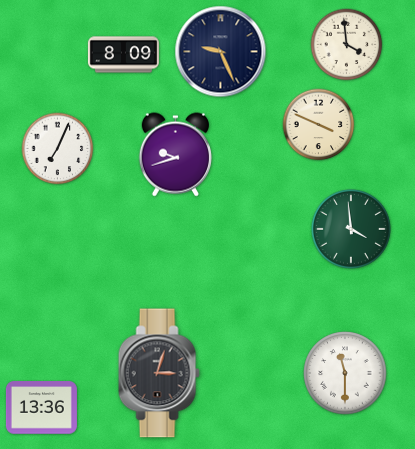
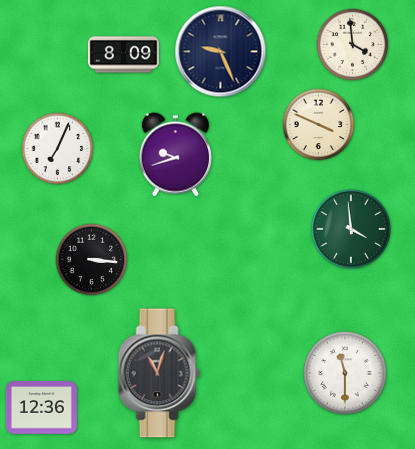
clock at (347, 45) position: (347, 45) -> (353, 45)
clock at (92, 260): none -> 3:16
clock at (159, 373): 3:03 -> 11:03
clock at (41, 408): 13:36 -> 12:36
